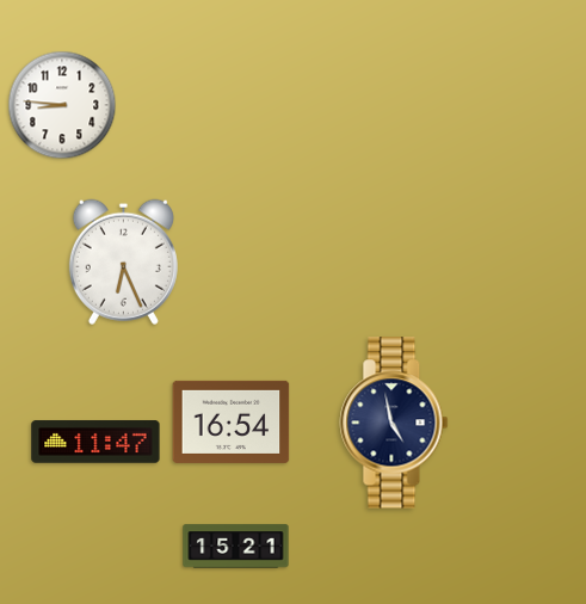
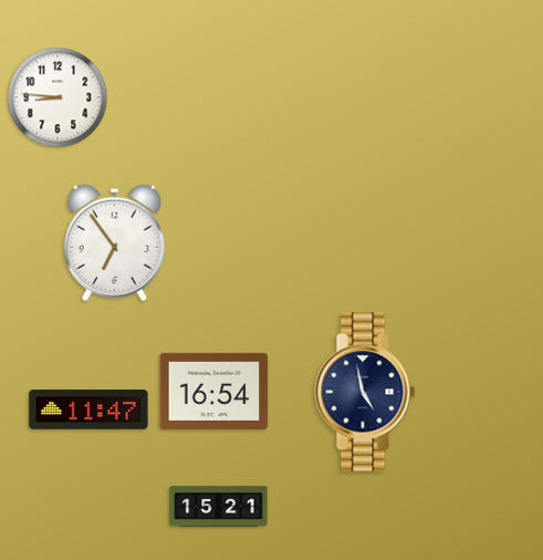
clock at (123, 261): 6:26 -> 6:54
